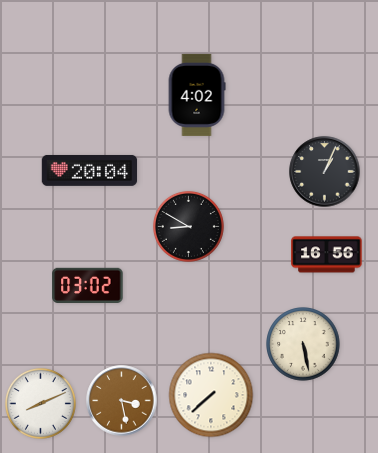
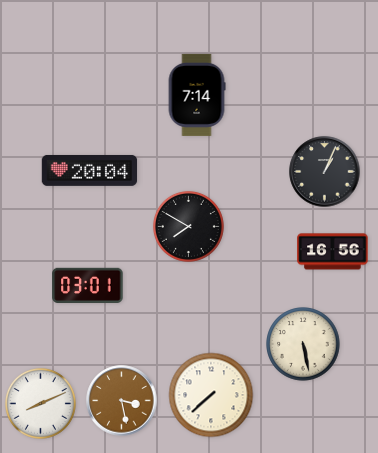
clock at (197, 95): 4:02 -> 7:14
clock at (188, 226): 8:50 -> 7:50
clock at (327, 255) position: (327, 255) -> (333, 252)
clock at (88, 285): 03:02 -> 03:01
